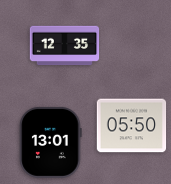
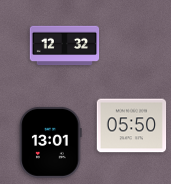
clock at (65, 46): 12:35 -> 12:32
